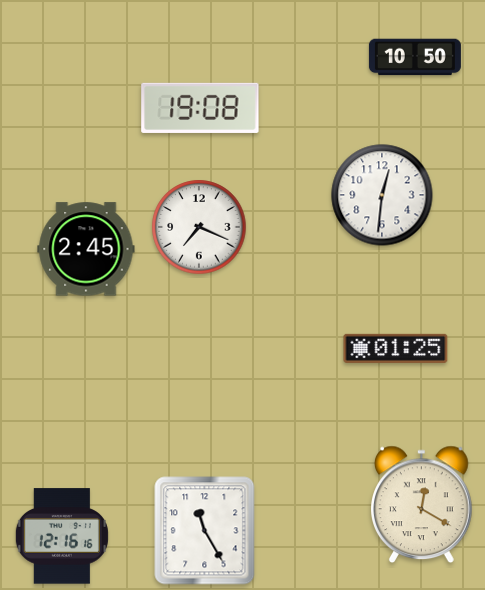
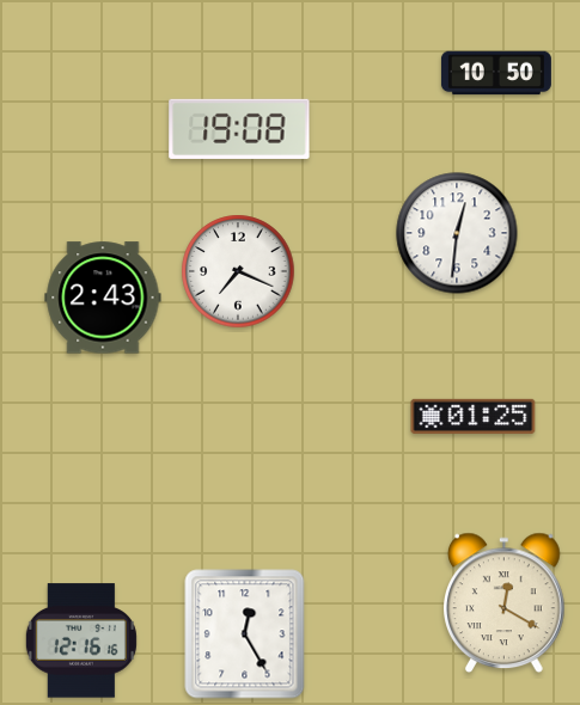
clock at (415, 57) position: (415, 57) -> (496, 73)
clock at (86, 249): 2:45 -> 2:43
clock at (205, 531): 11:25 -> 12:25
clock at (62, 536) position: (62, 536) -> (81, 640)
